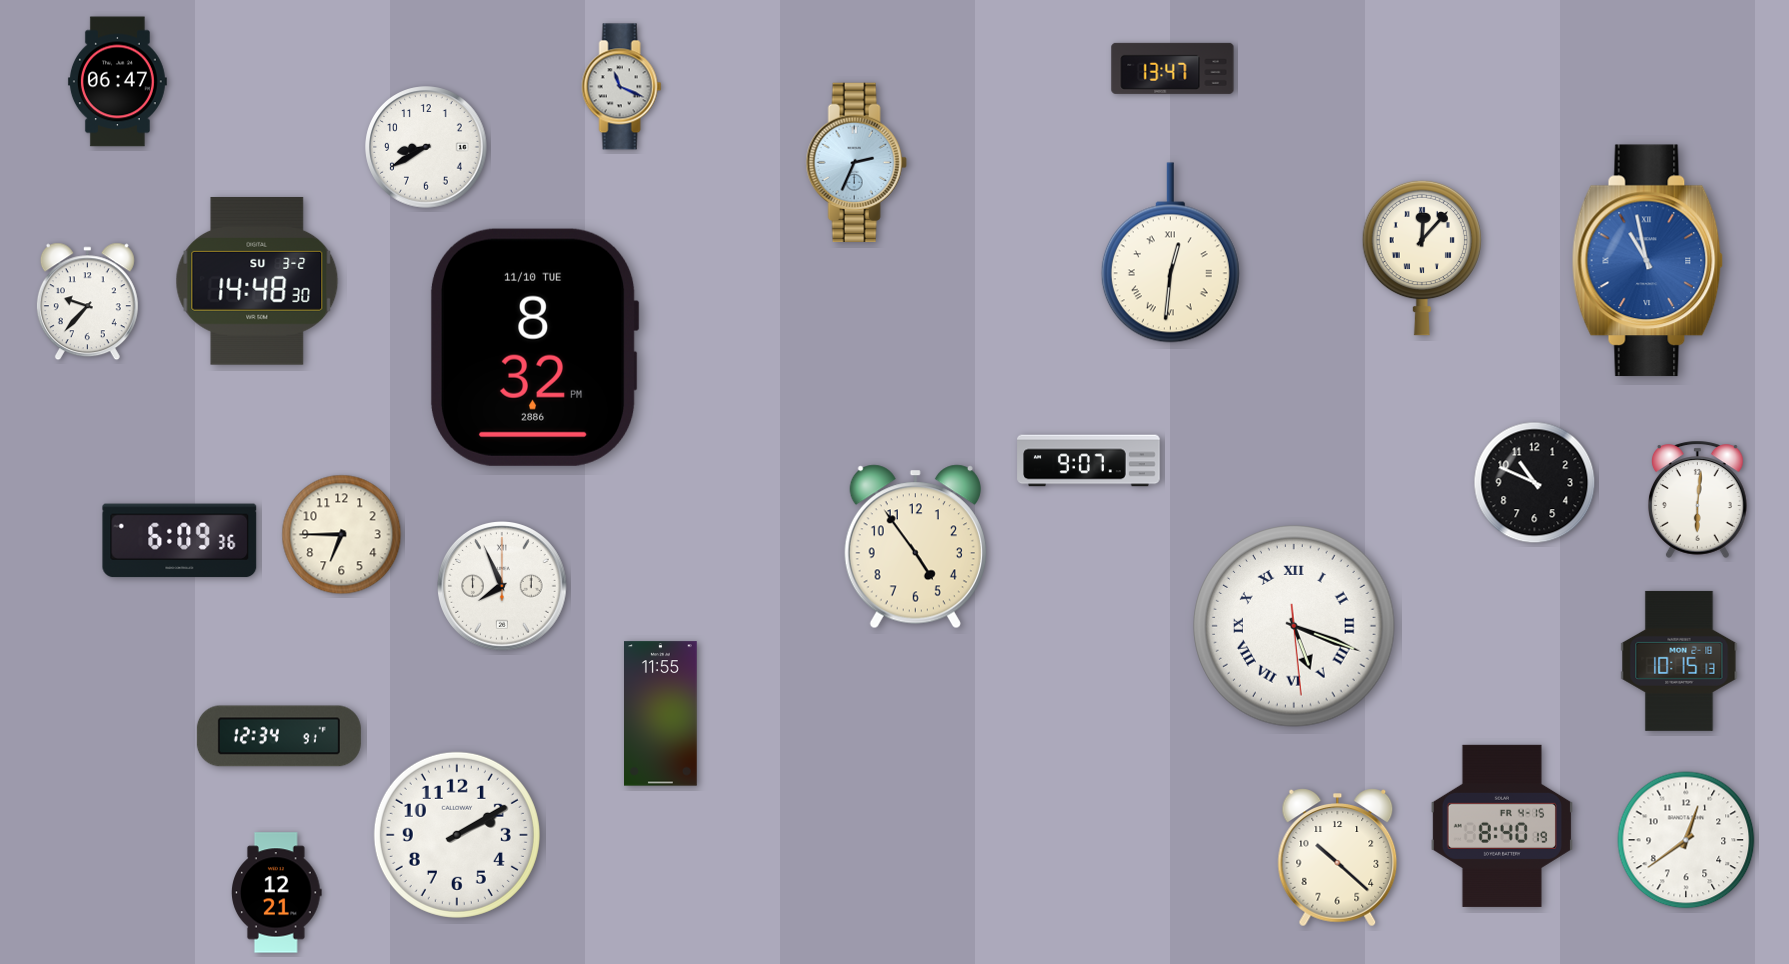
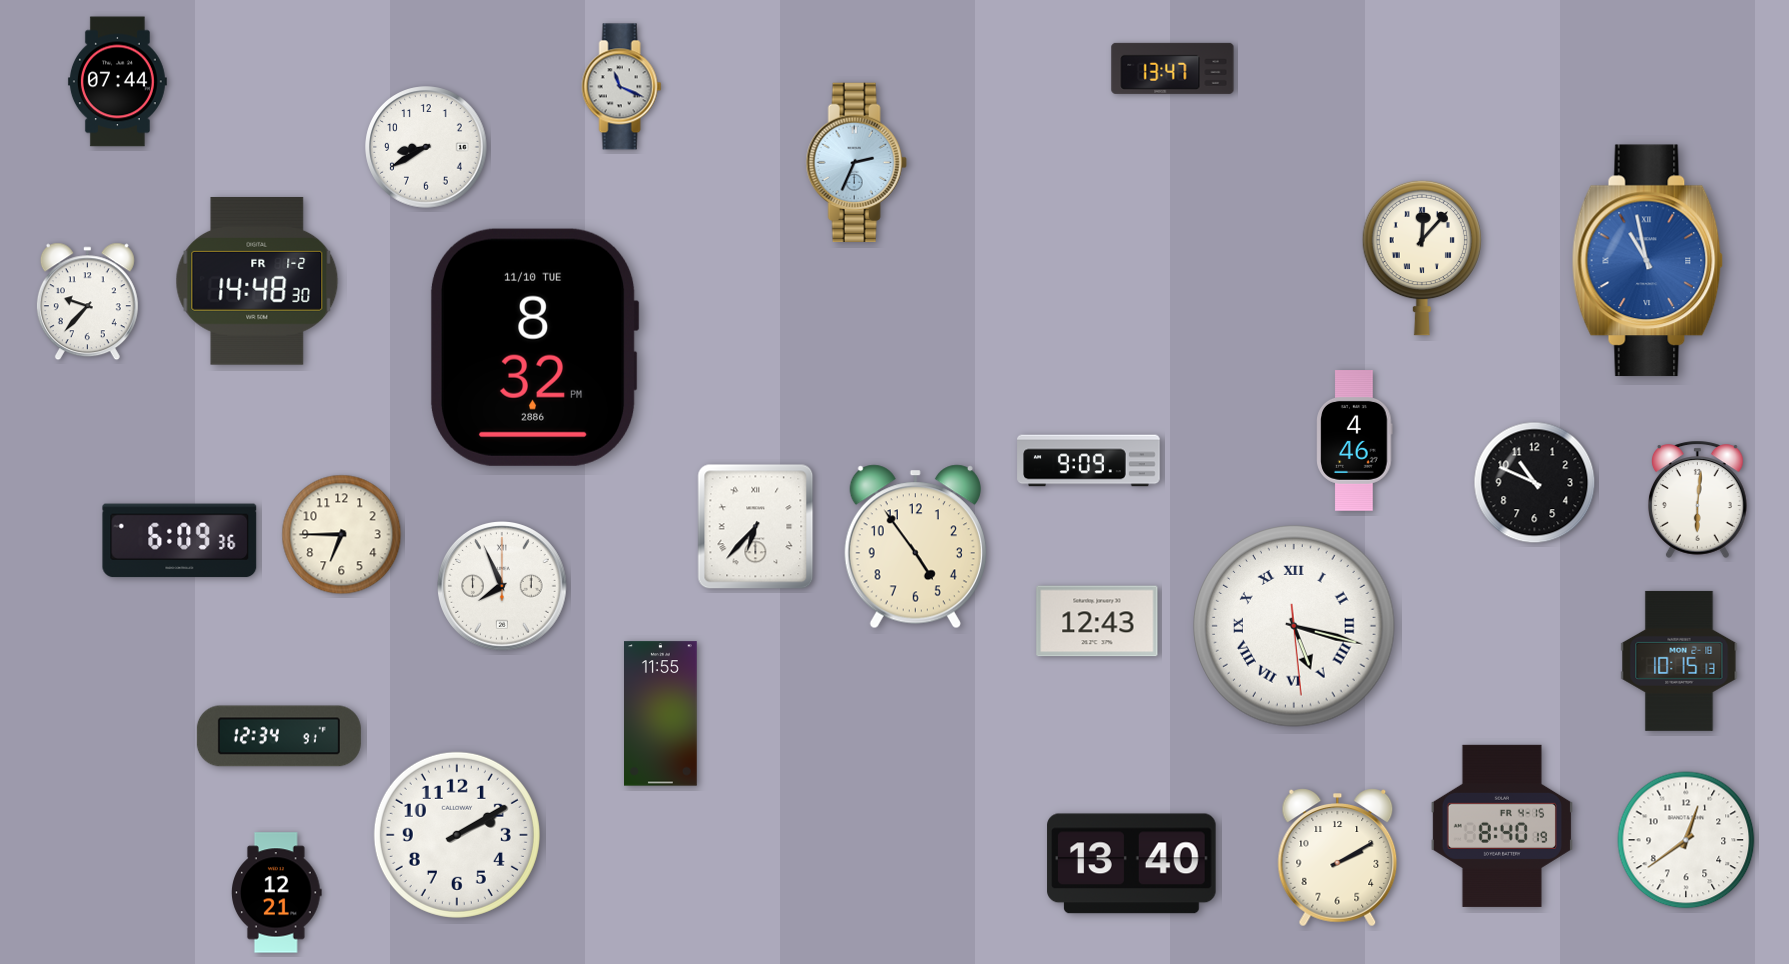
clock at (117, 82): 06:47 -> 07:44
clock at (1170, 253): 12:31 -> none
clock at (257, 281) date: SU 3-2 -> FR 1-2
clock at (1355, 441): none -> 4:46
clock at (1089, 461): 9:07 -> 9:09
clock at (756, 527): none -> 6:37
clock at (1097, 621): none -> 12:43
clock at (1295, 627): 5:18 -> 5:17
clock at (1338, 858): 10:22 -> 2:10
clock at (1132, 864): none -> 13:40
